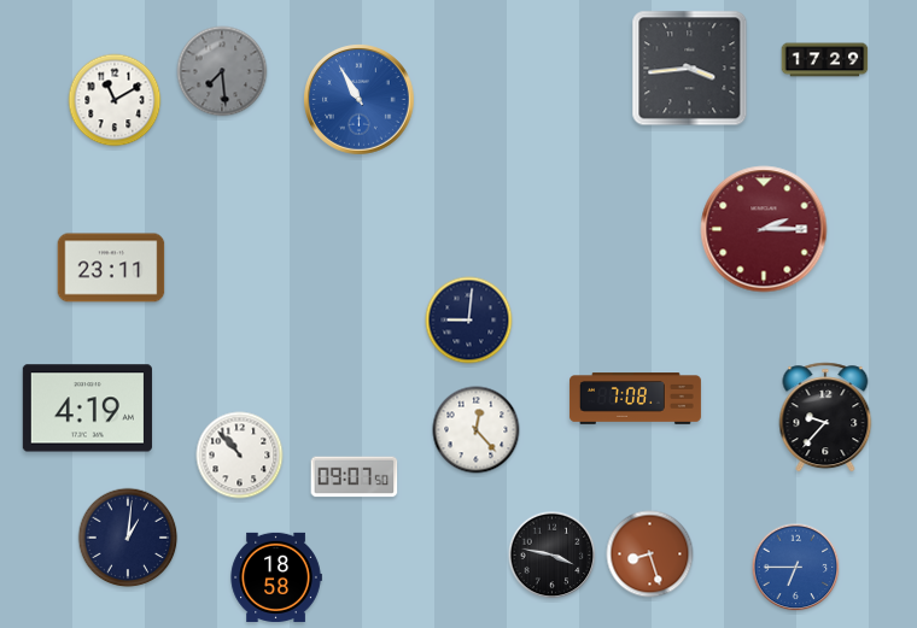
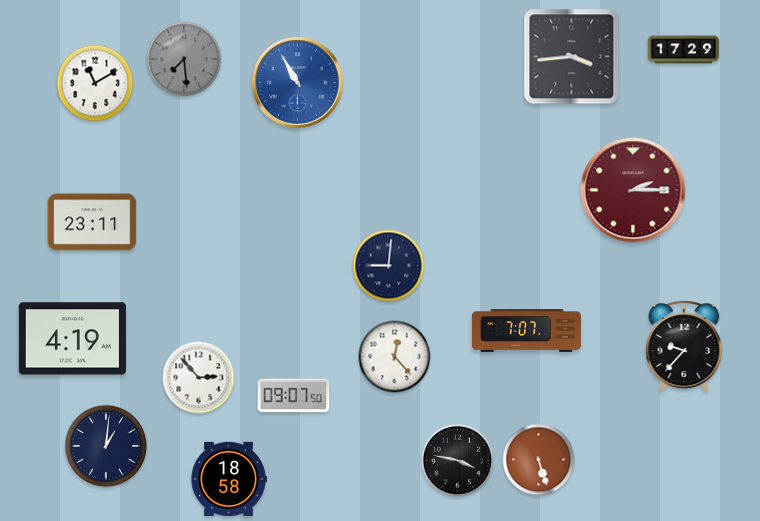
clock at (635, 399): 7:08 -> 7:07
clock at (240, 456): 10:53 -> 2:53
clock at (650, 554): 8:27 -> 5:27
clock at (796, 568): 6:45 -> none
